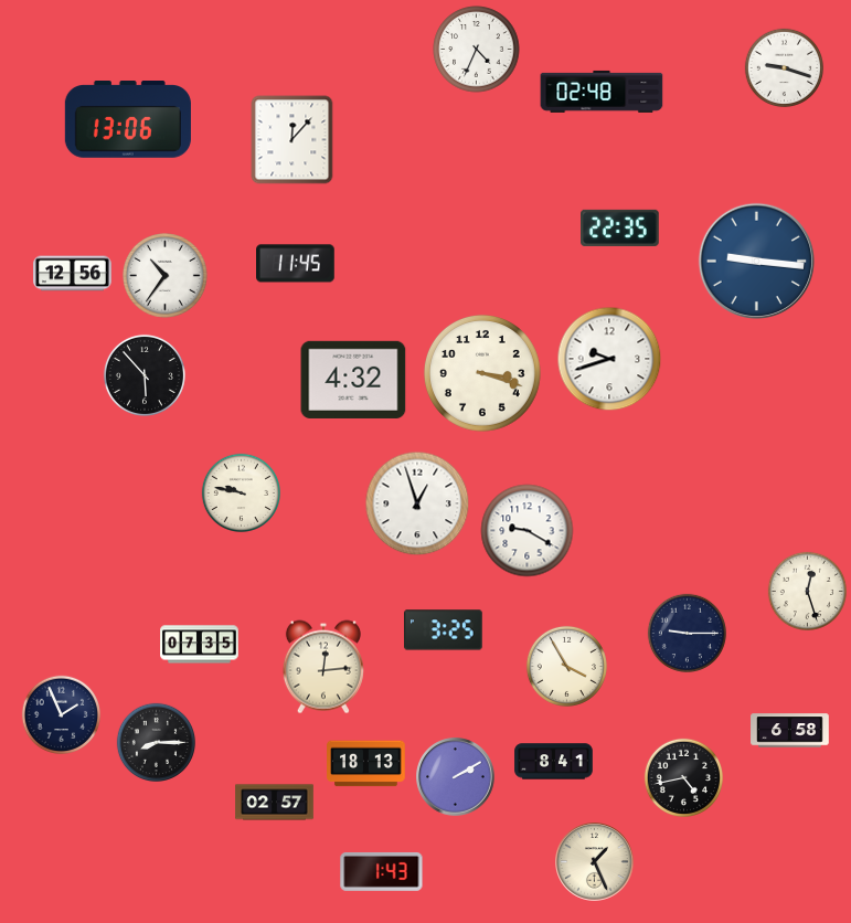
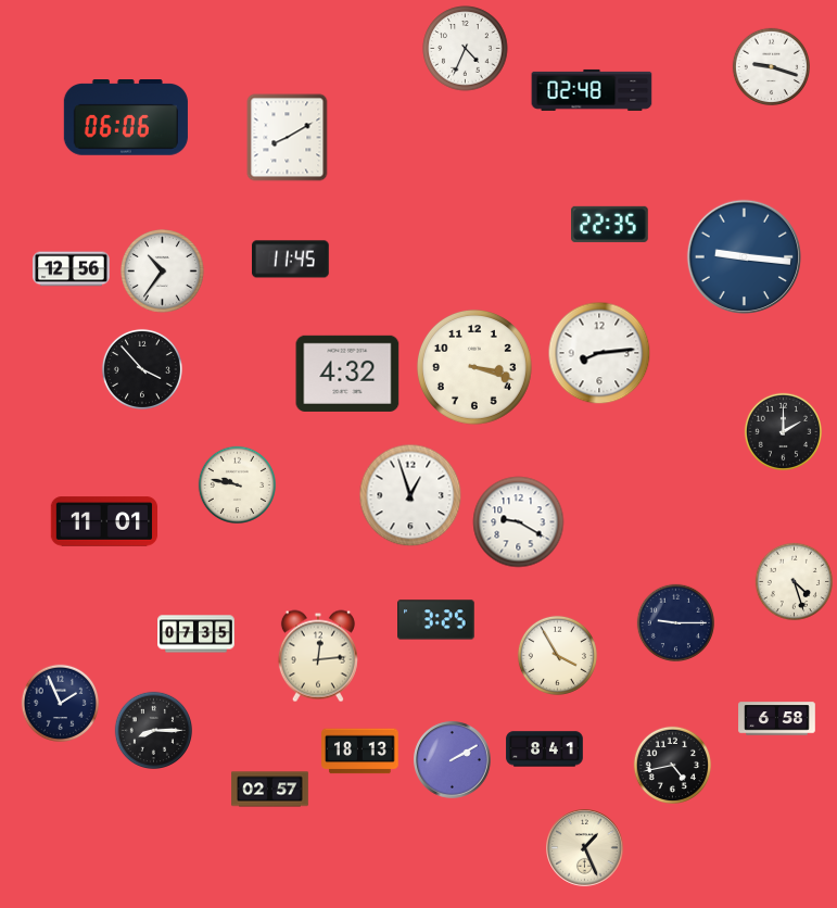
clock at (477, 50) position: (477, 50) -> (466, 49)
clock at (128, 120): 13:06 -> 06:06
clock at (292, 140): 12:07 -> 8:10
clock at (609, 359): 9:42 -> 8:14
clock at (145, 375): 5:53 -> 3:53
clock at (784, 432): none -> 2:00
clock at (103, 521): none -> 11:01
clock at (808, 592): 12:27 -> 4:27
clock at (456, 777) position: (456, 777) -> (453, 760)
clock at (382, 871): 1:43 -> none
